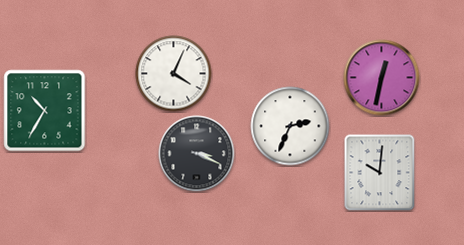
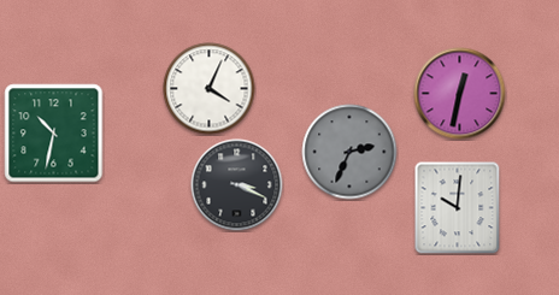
clock at (45, 111): 10:35 -> 10:32
clock at (290, 126) dial: white -> grey
